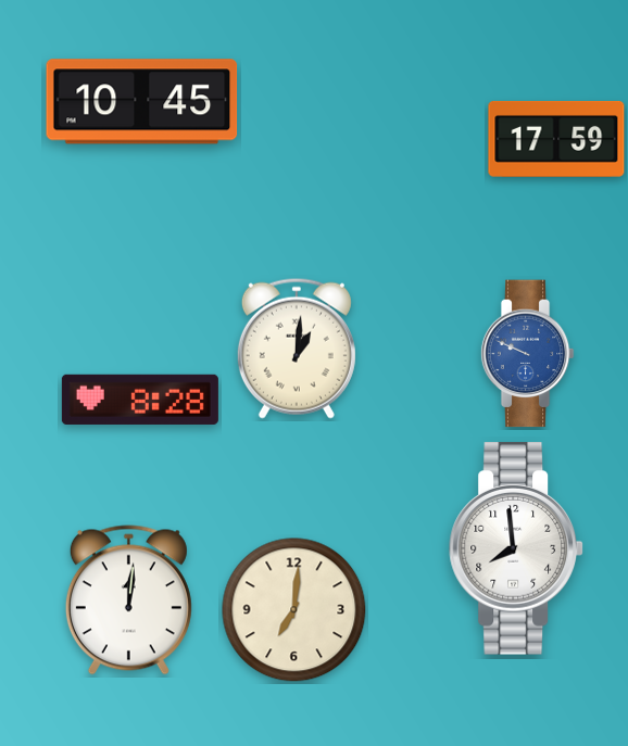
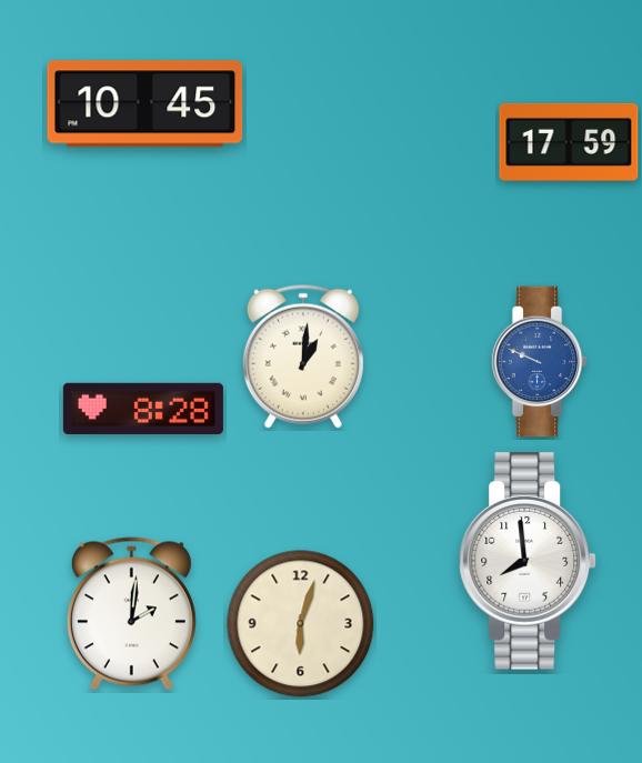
clock at (128, 600): 12:01 -> 2:01
clock at (294, 610): 7:01 -> 6:03
